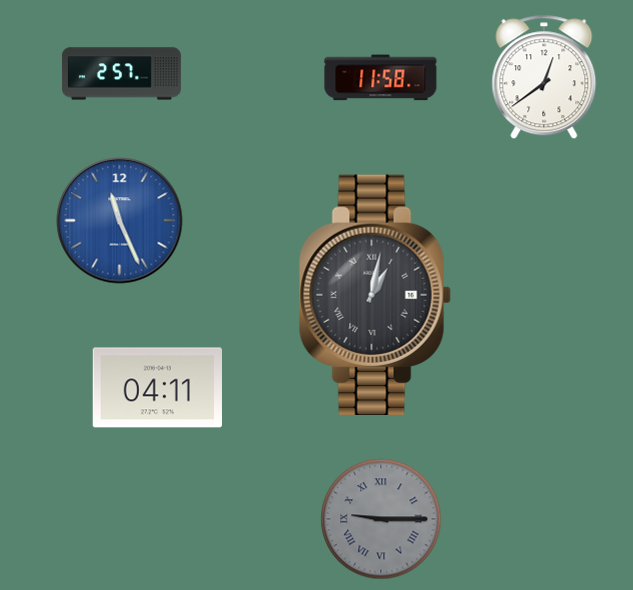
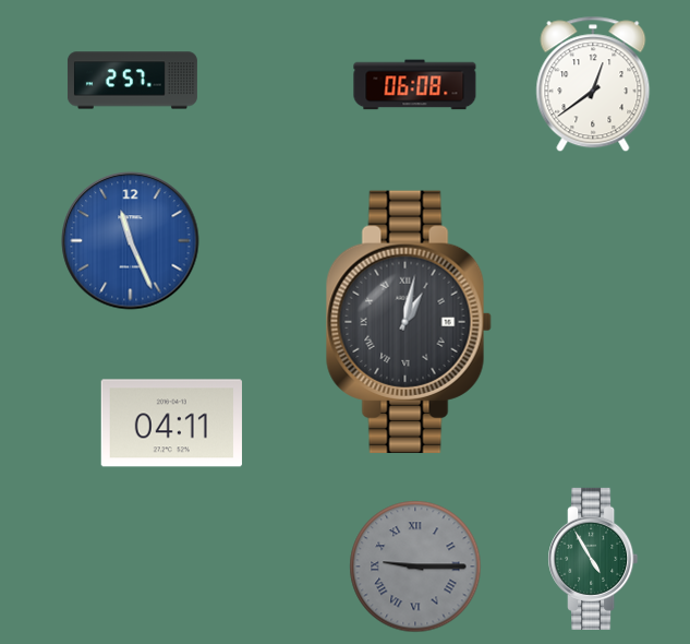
clock at (381, 78): 11:58 -> 06:08
clock at (593, 559): none -> 4:55
